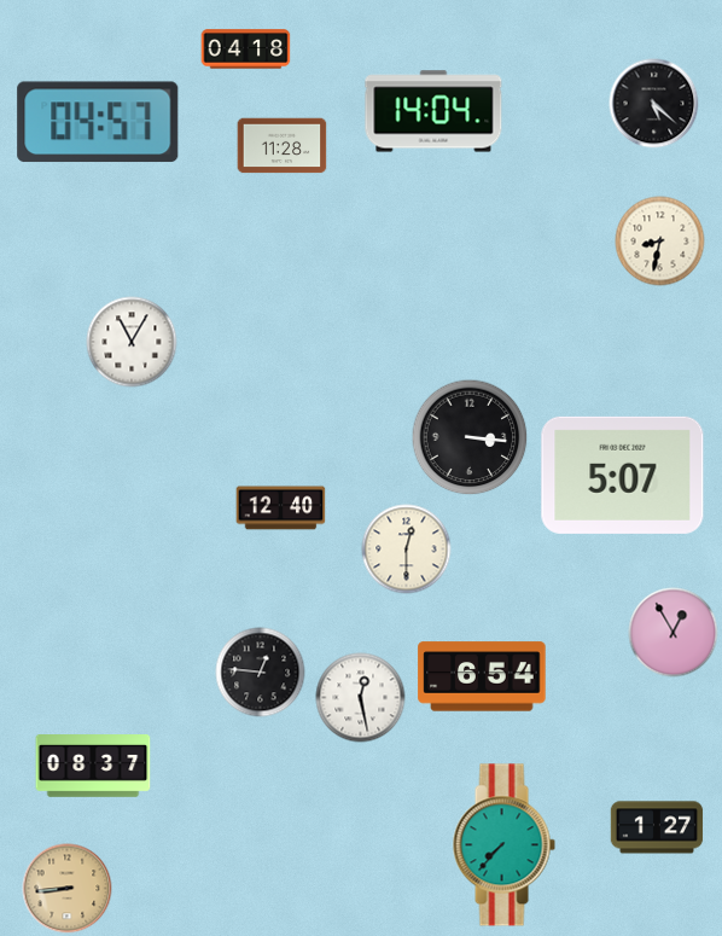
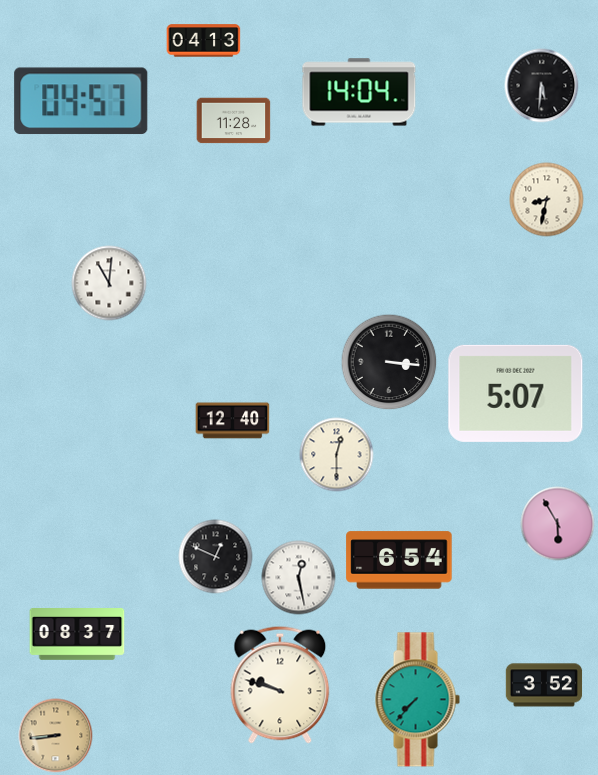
clock at (246, 50): 04:18 -> 04:13
clock at (654, 104): 5:22 -> 5:31
clock at (132, 342): 11:05 -> 11:01
clock at (674, 633): 12:55 -> 5:55
clock at (261, 673): 12:46 -> 12:49
clock at (280, 685): none -> 9:48
clock at (657, 827): 1:27 -> 3:52
